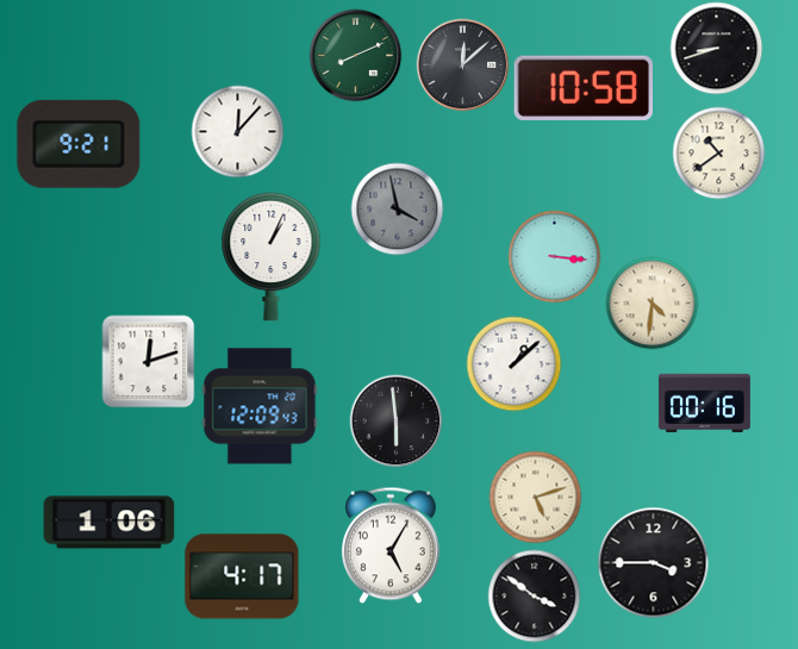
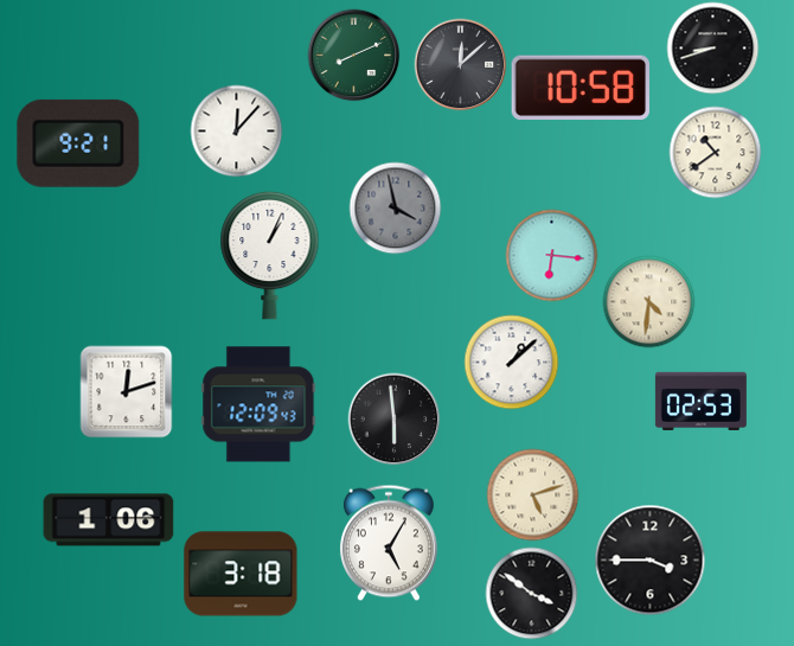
clock at (554, 256): 3:16 -> 6:16
clock at (148, 361) position: (148, 361) -> (126, 391)
clock at (704, 402): 00:16 -> 02:53
clock at (242, 576): 4:17 -> 3:18
